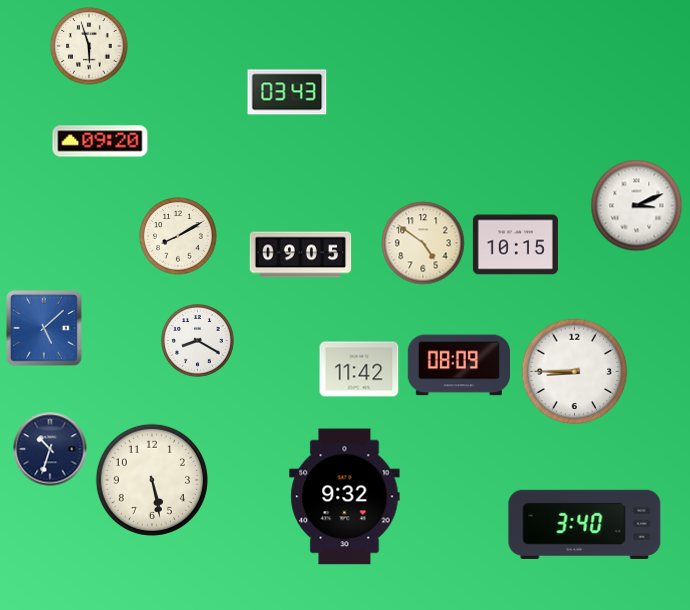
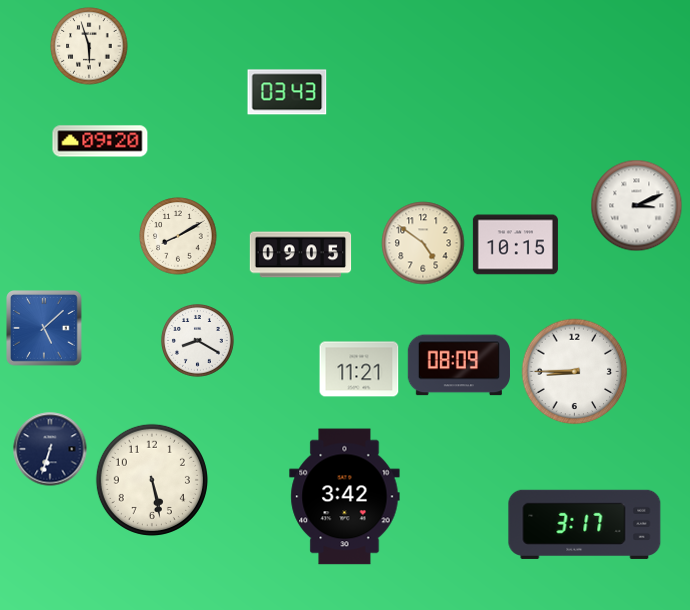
clock at (359, 369): 11:42 -> 11:21
clock at (50, 449): 10:33 -> 6:33
clock at (345, 497): 9:32 -> 3:42
clock at (585, 524): 3:40 -> 3:17
